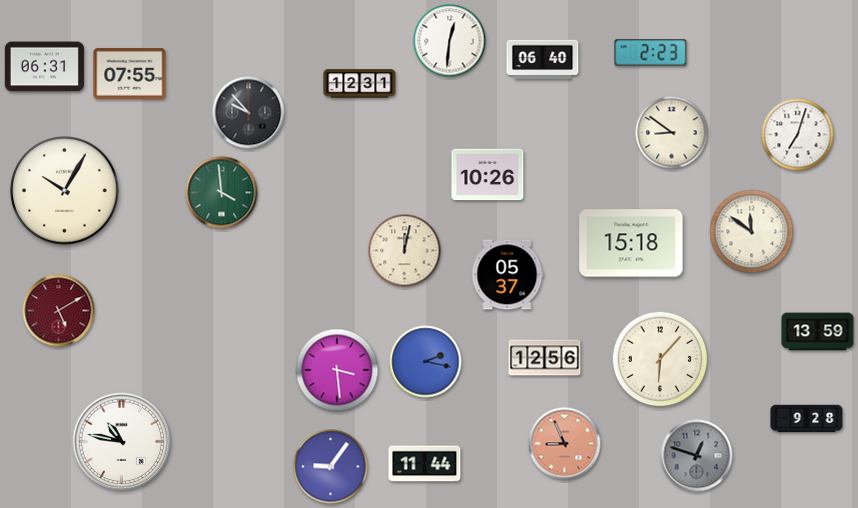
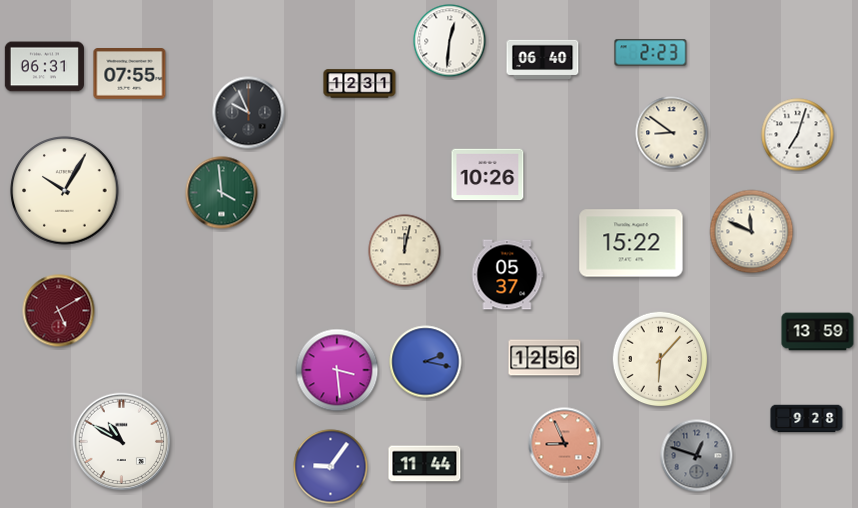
clock at (249, 113): 9:53 -> 9:56
clock at (752, 232): 11:51 -> 11:49
clock at (631, 243): 15:18 -> 15:22
clock at (122, 442): 10:47 -> 10:50
